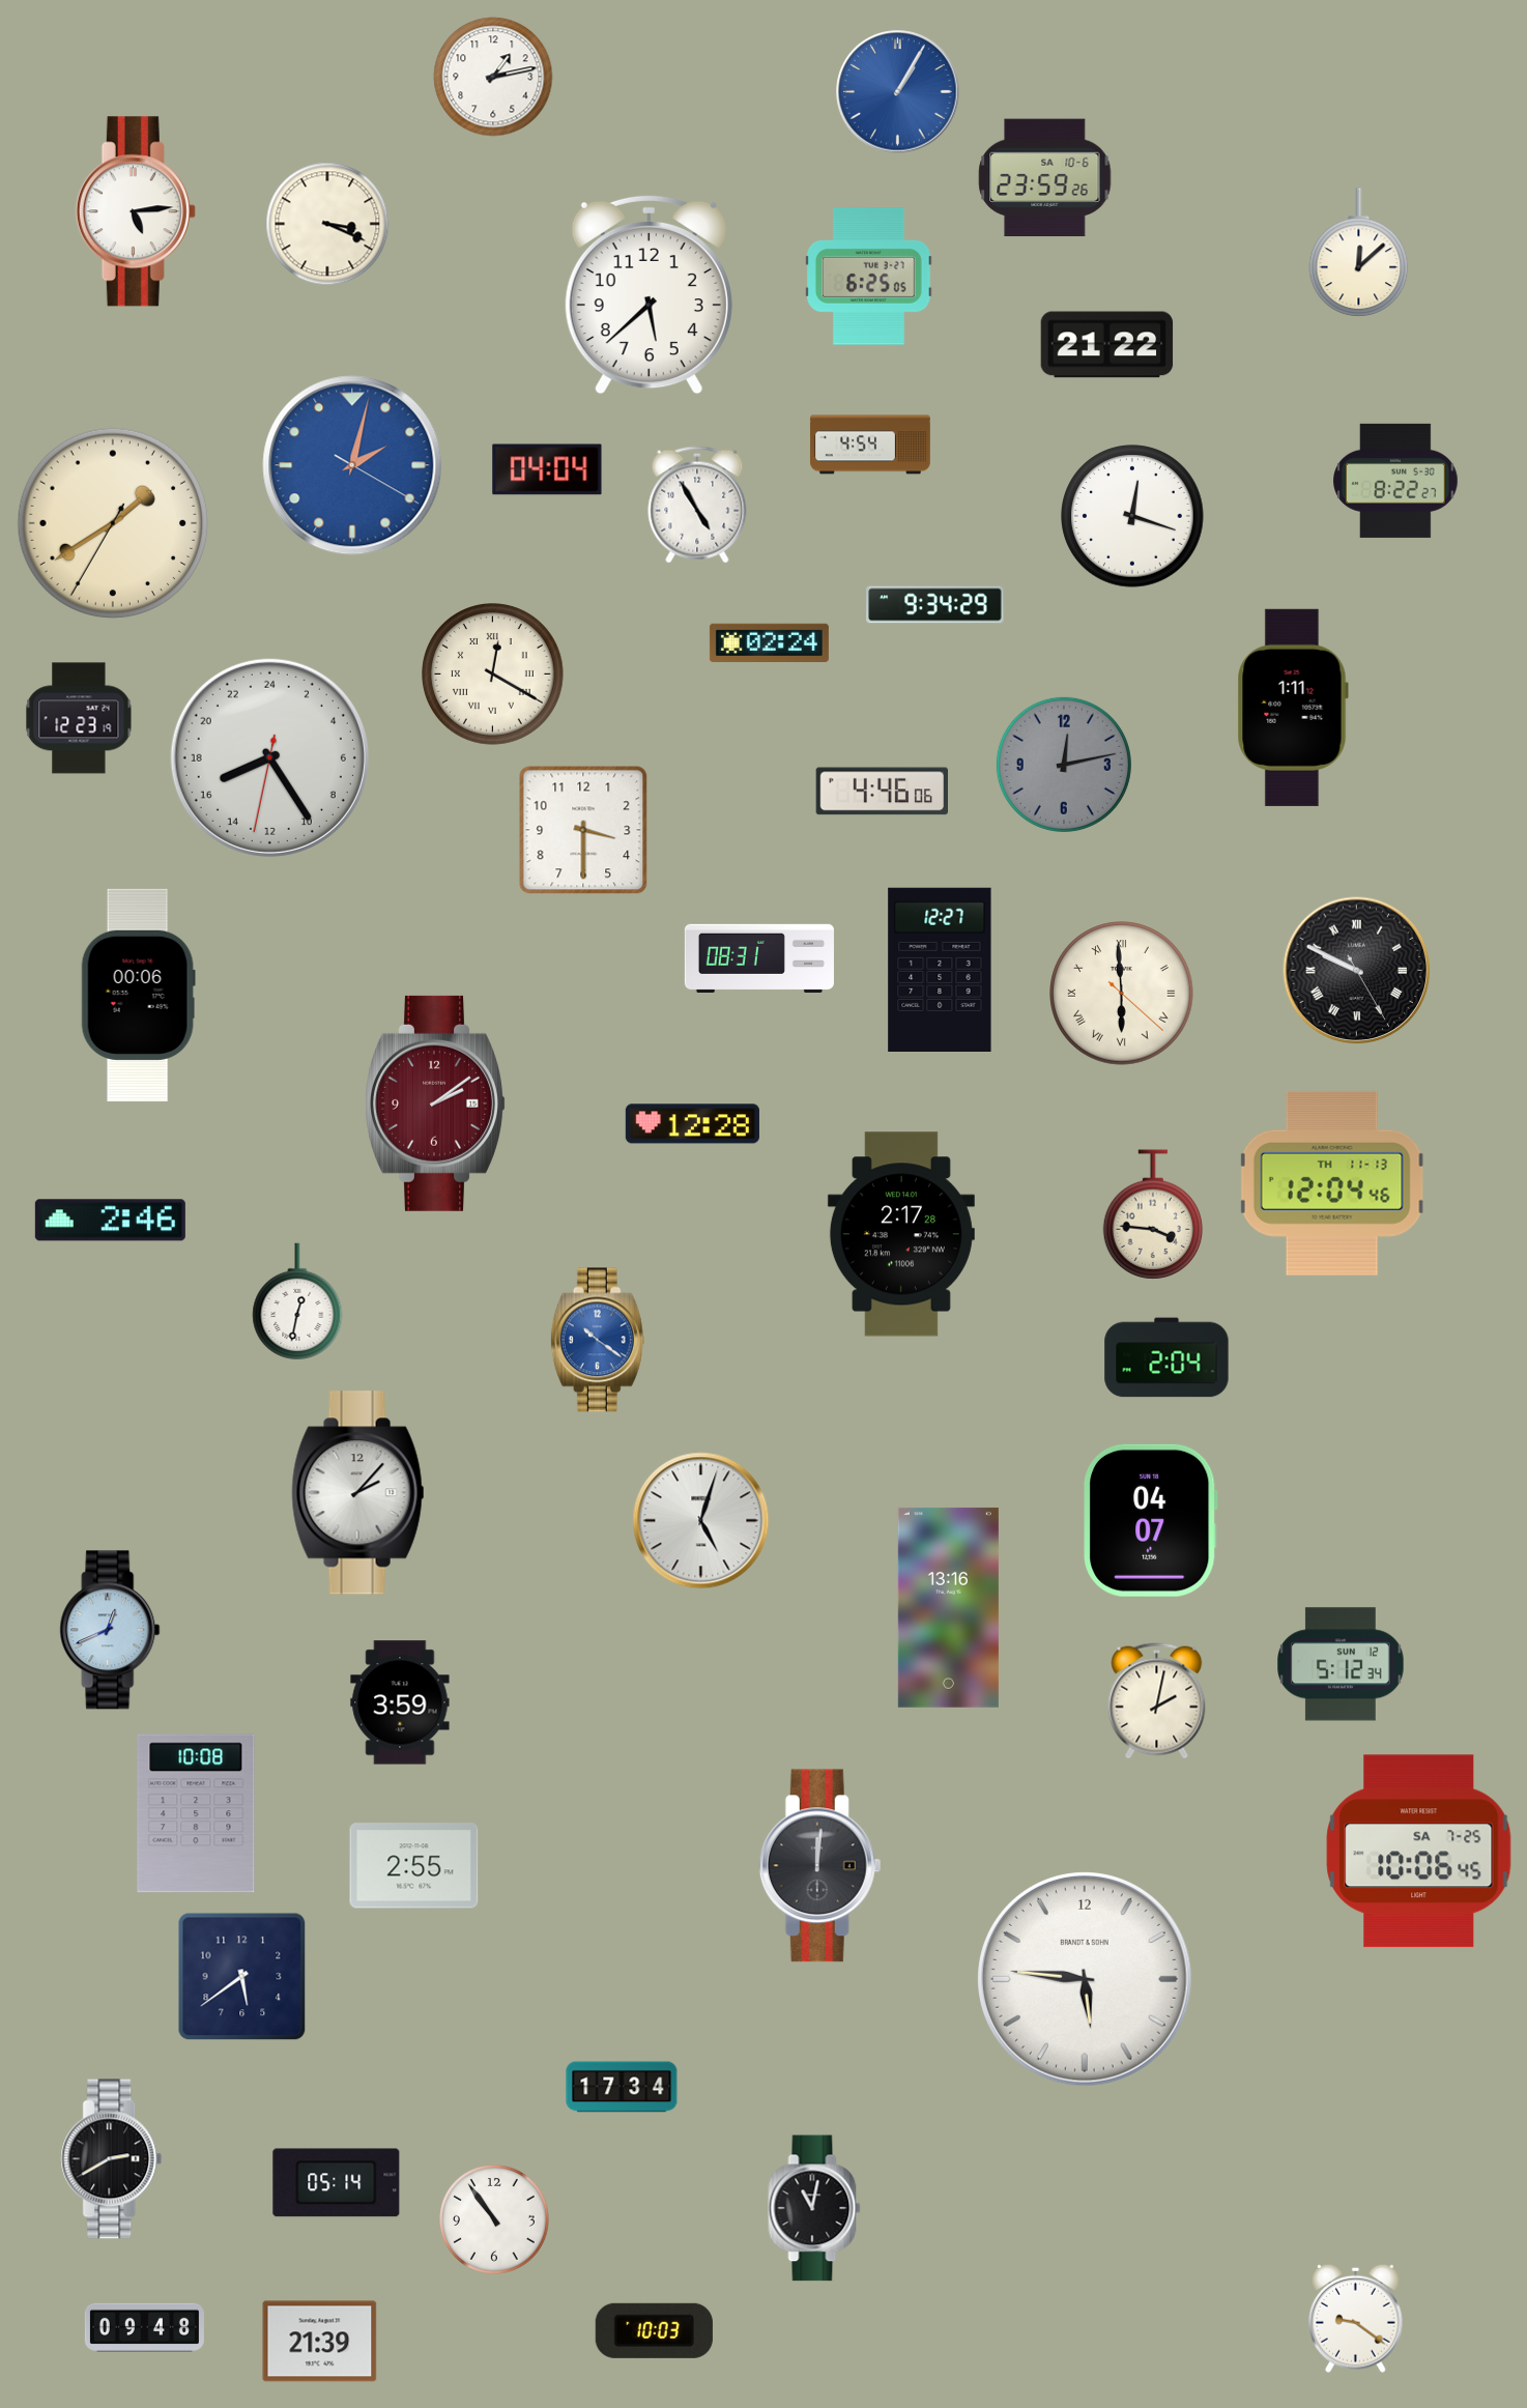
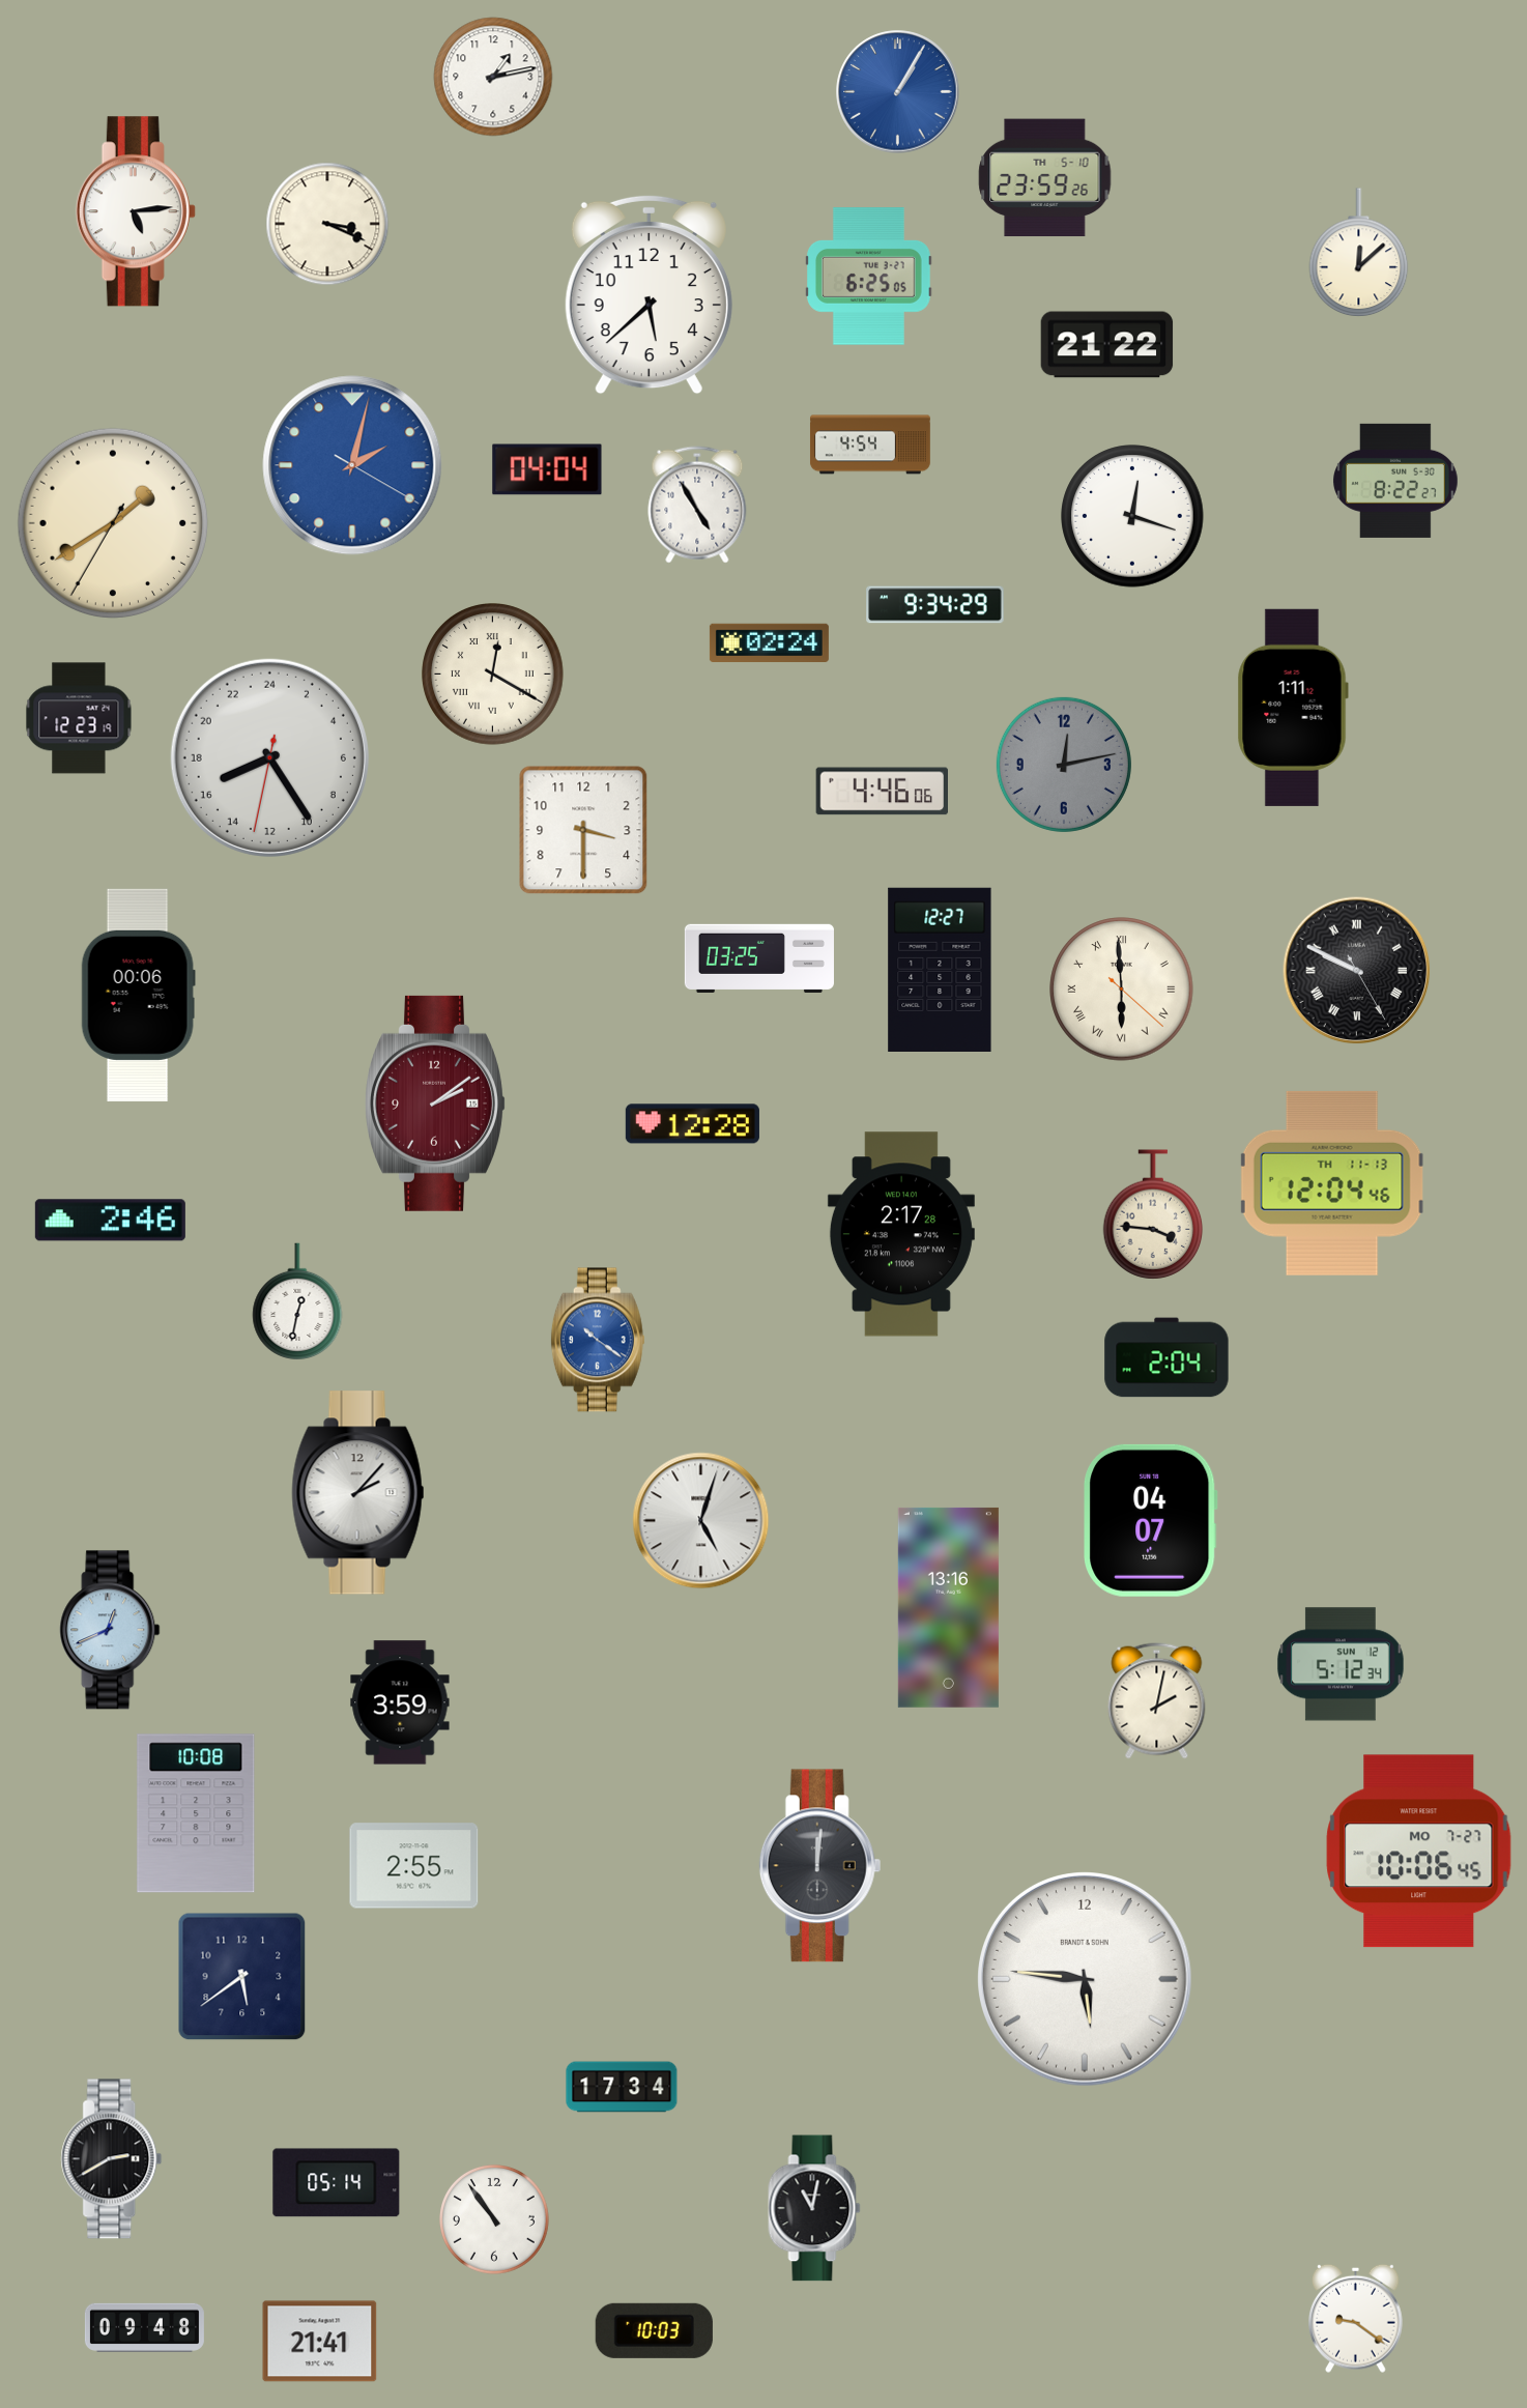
clock at (1045, 178) date: SA 10-6 -> TH 5-10
clock at (759, 957): 08:31 -> 03:25
clock at (1122, 994) position: (1122, 994) -> (1122, 990)
clock at (1419, 1852) date: SA 7-25 -> MO 7-27
clock at (320, 2342): 21:39 -> 21:41
